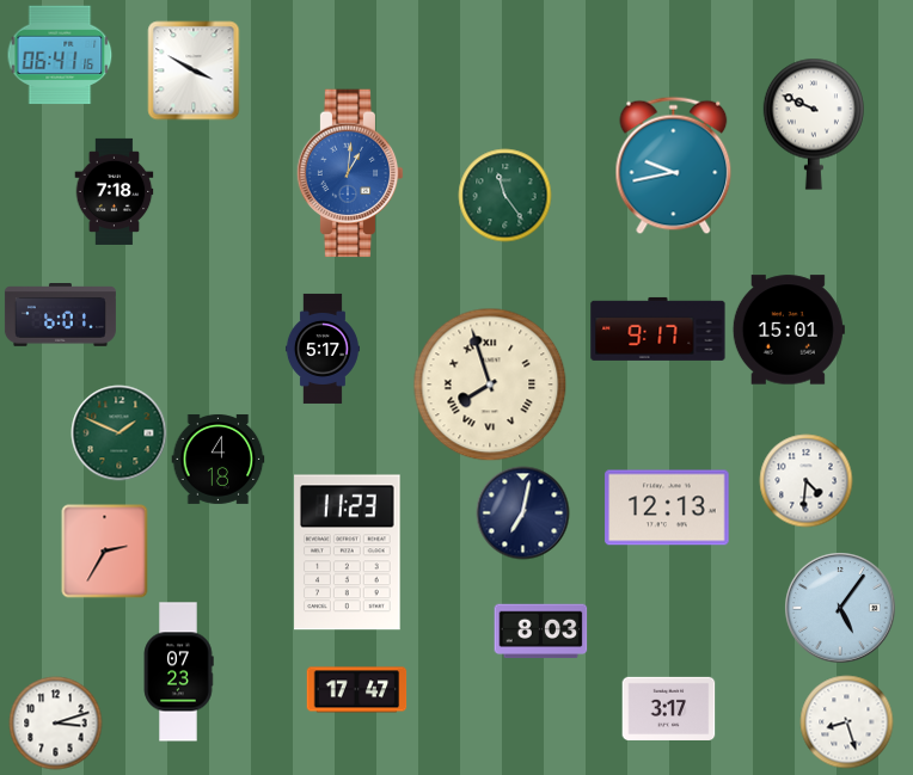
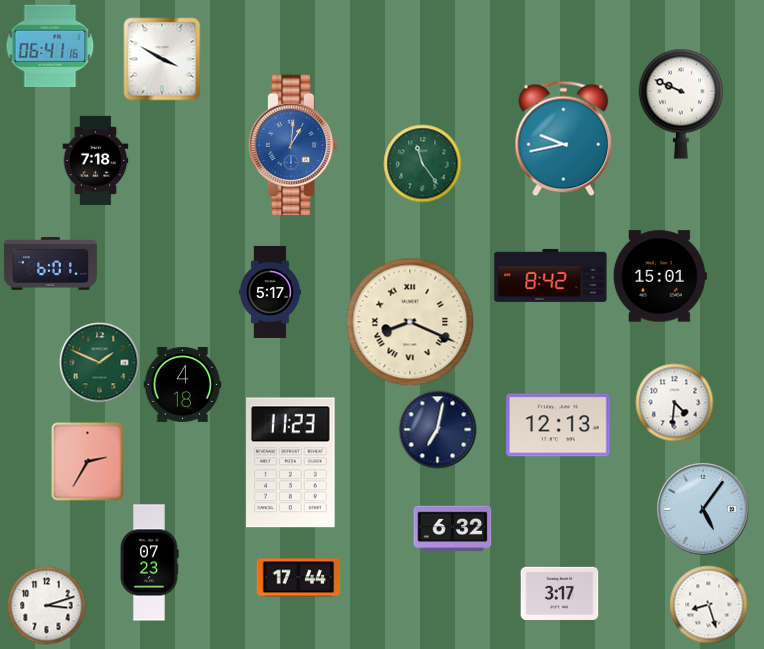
clock at (658, 328): 9:17 -> 8:42
clock at (490, 385): 7:57 -> 8:19
clock at (540, 632): 8:03 -> 6:32
clock at (356, 690): 17:47 -> 17:44
